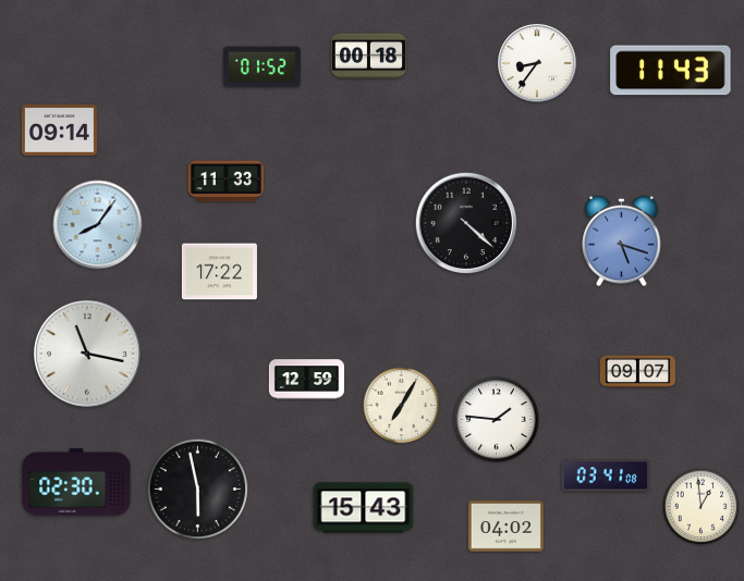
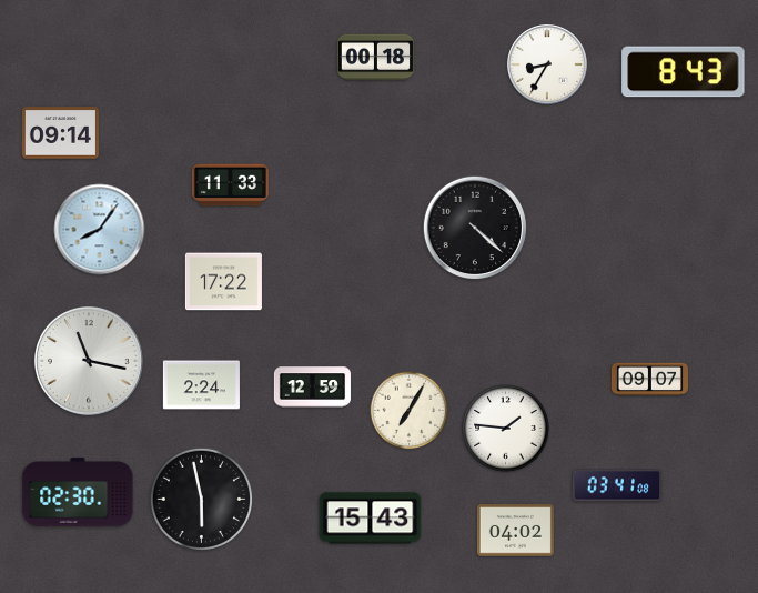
clock at (537, 63): 8:36 -> 8:35
clock at (263, 67): 01:52 -> none
clock at (671, 71): 11:43 -> 8:43
clock at (622, 242): 5:18 -> none
clock at (219, 272) position: (219, 272) -> (223, 282)
clock at (201, 385): none -> 2:24
clock at (402, 406) position: (402, 406) -> (410, 411)
clock at (702, 507): 12:59 -> none
clock at (505, 527) position: (505, 527) -> (515, 531)
